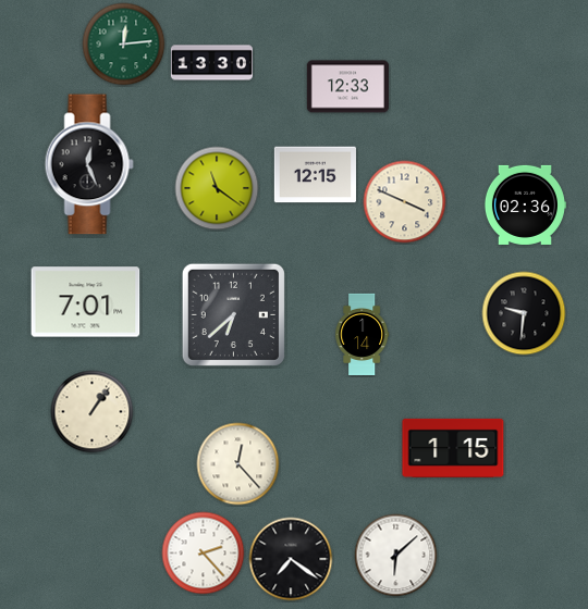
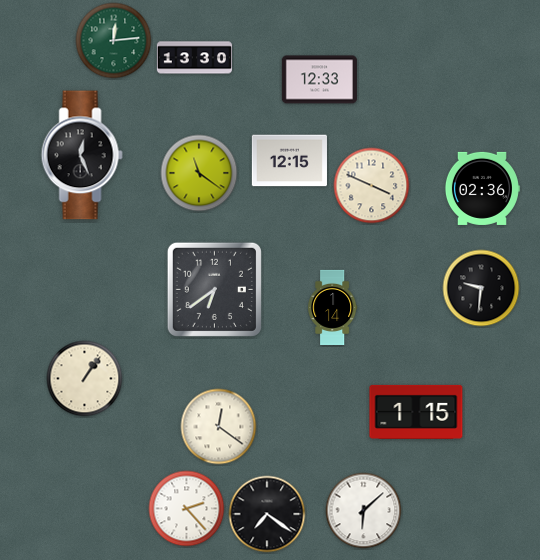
clock at (89, 164) position: (89, 164) -> (82, 155)
clock at (86, 302): 7:01 -> none
clock at (233, 314): 6:38 -> 6:39
clock at (238, 464): 12:23 -> 12:21
